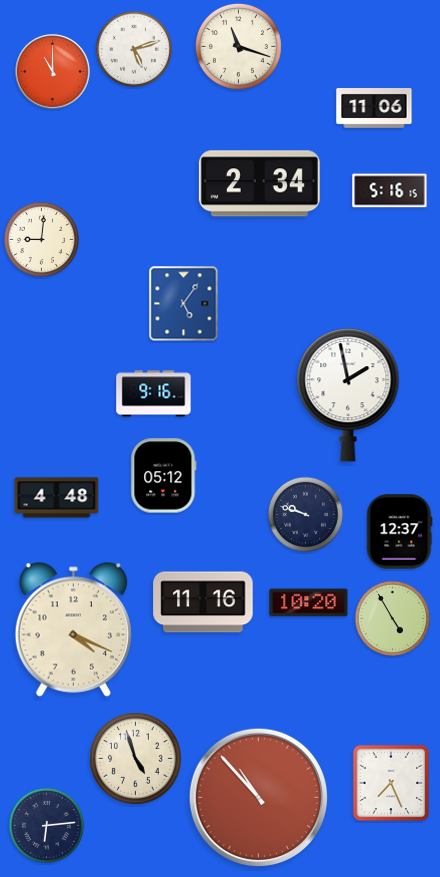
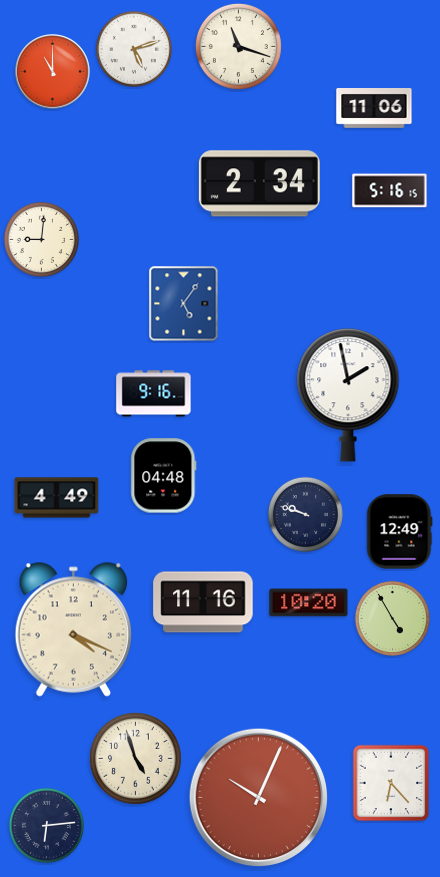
clock at (164, 476): 05:12 -> 04:48
clock at (57, 498): 4:48 -> 4:49
clock at (400, 532): 12:37 -> 12:49
clock at (391, 783): 7:26 -> 6:23
clock at (259, 798): 10:53 -> 10:04
